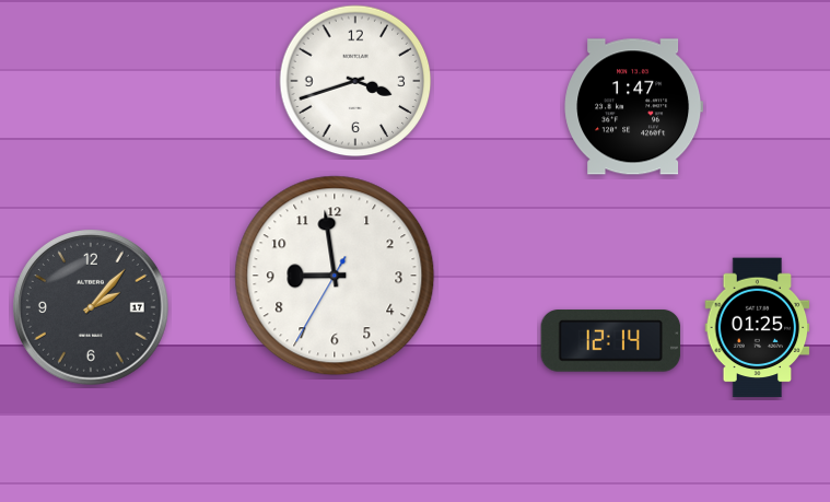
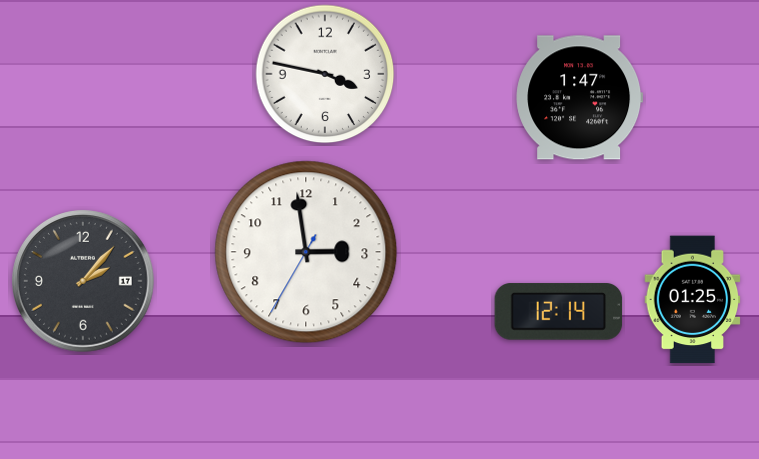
clock at (355, 81): 3:42 -> 3:47
clock at (335, 276): 8:58 -> 2:58
